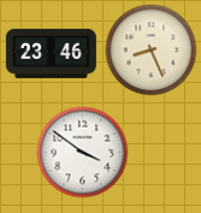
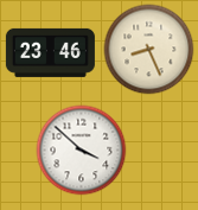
clock at (83, 153): 3:51 -> 3:52
